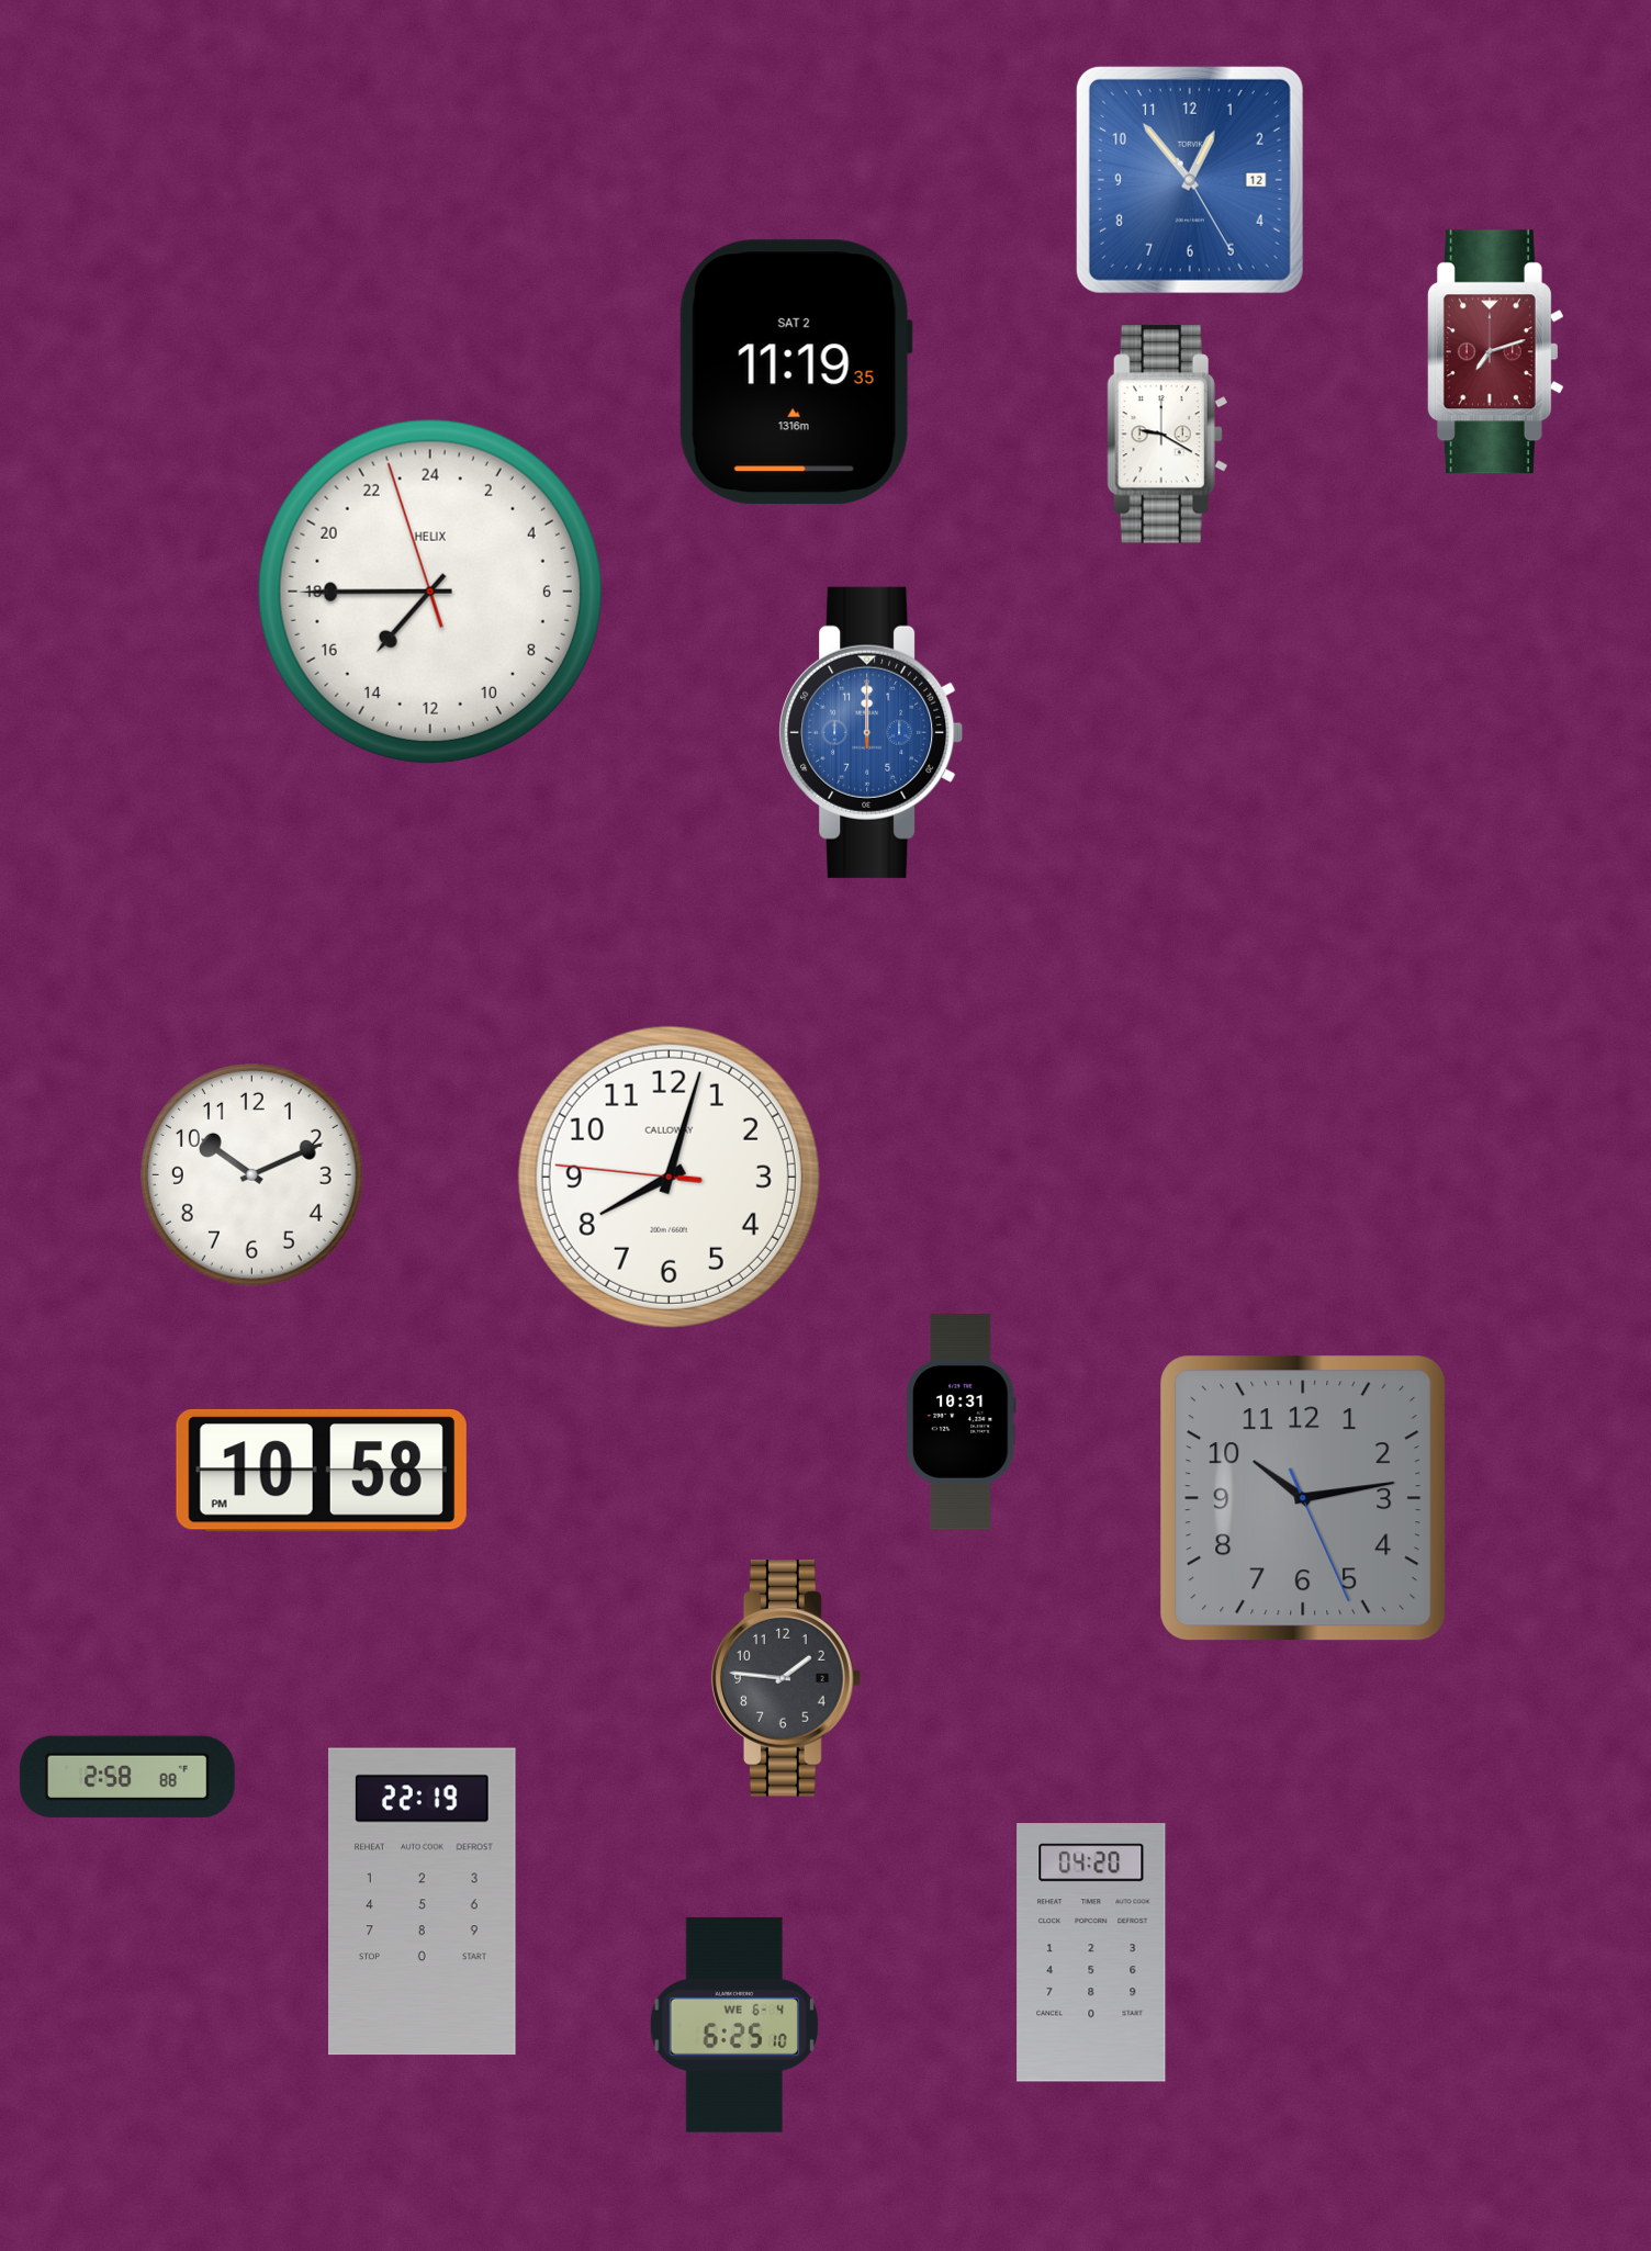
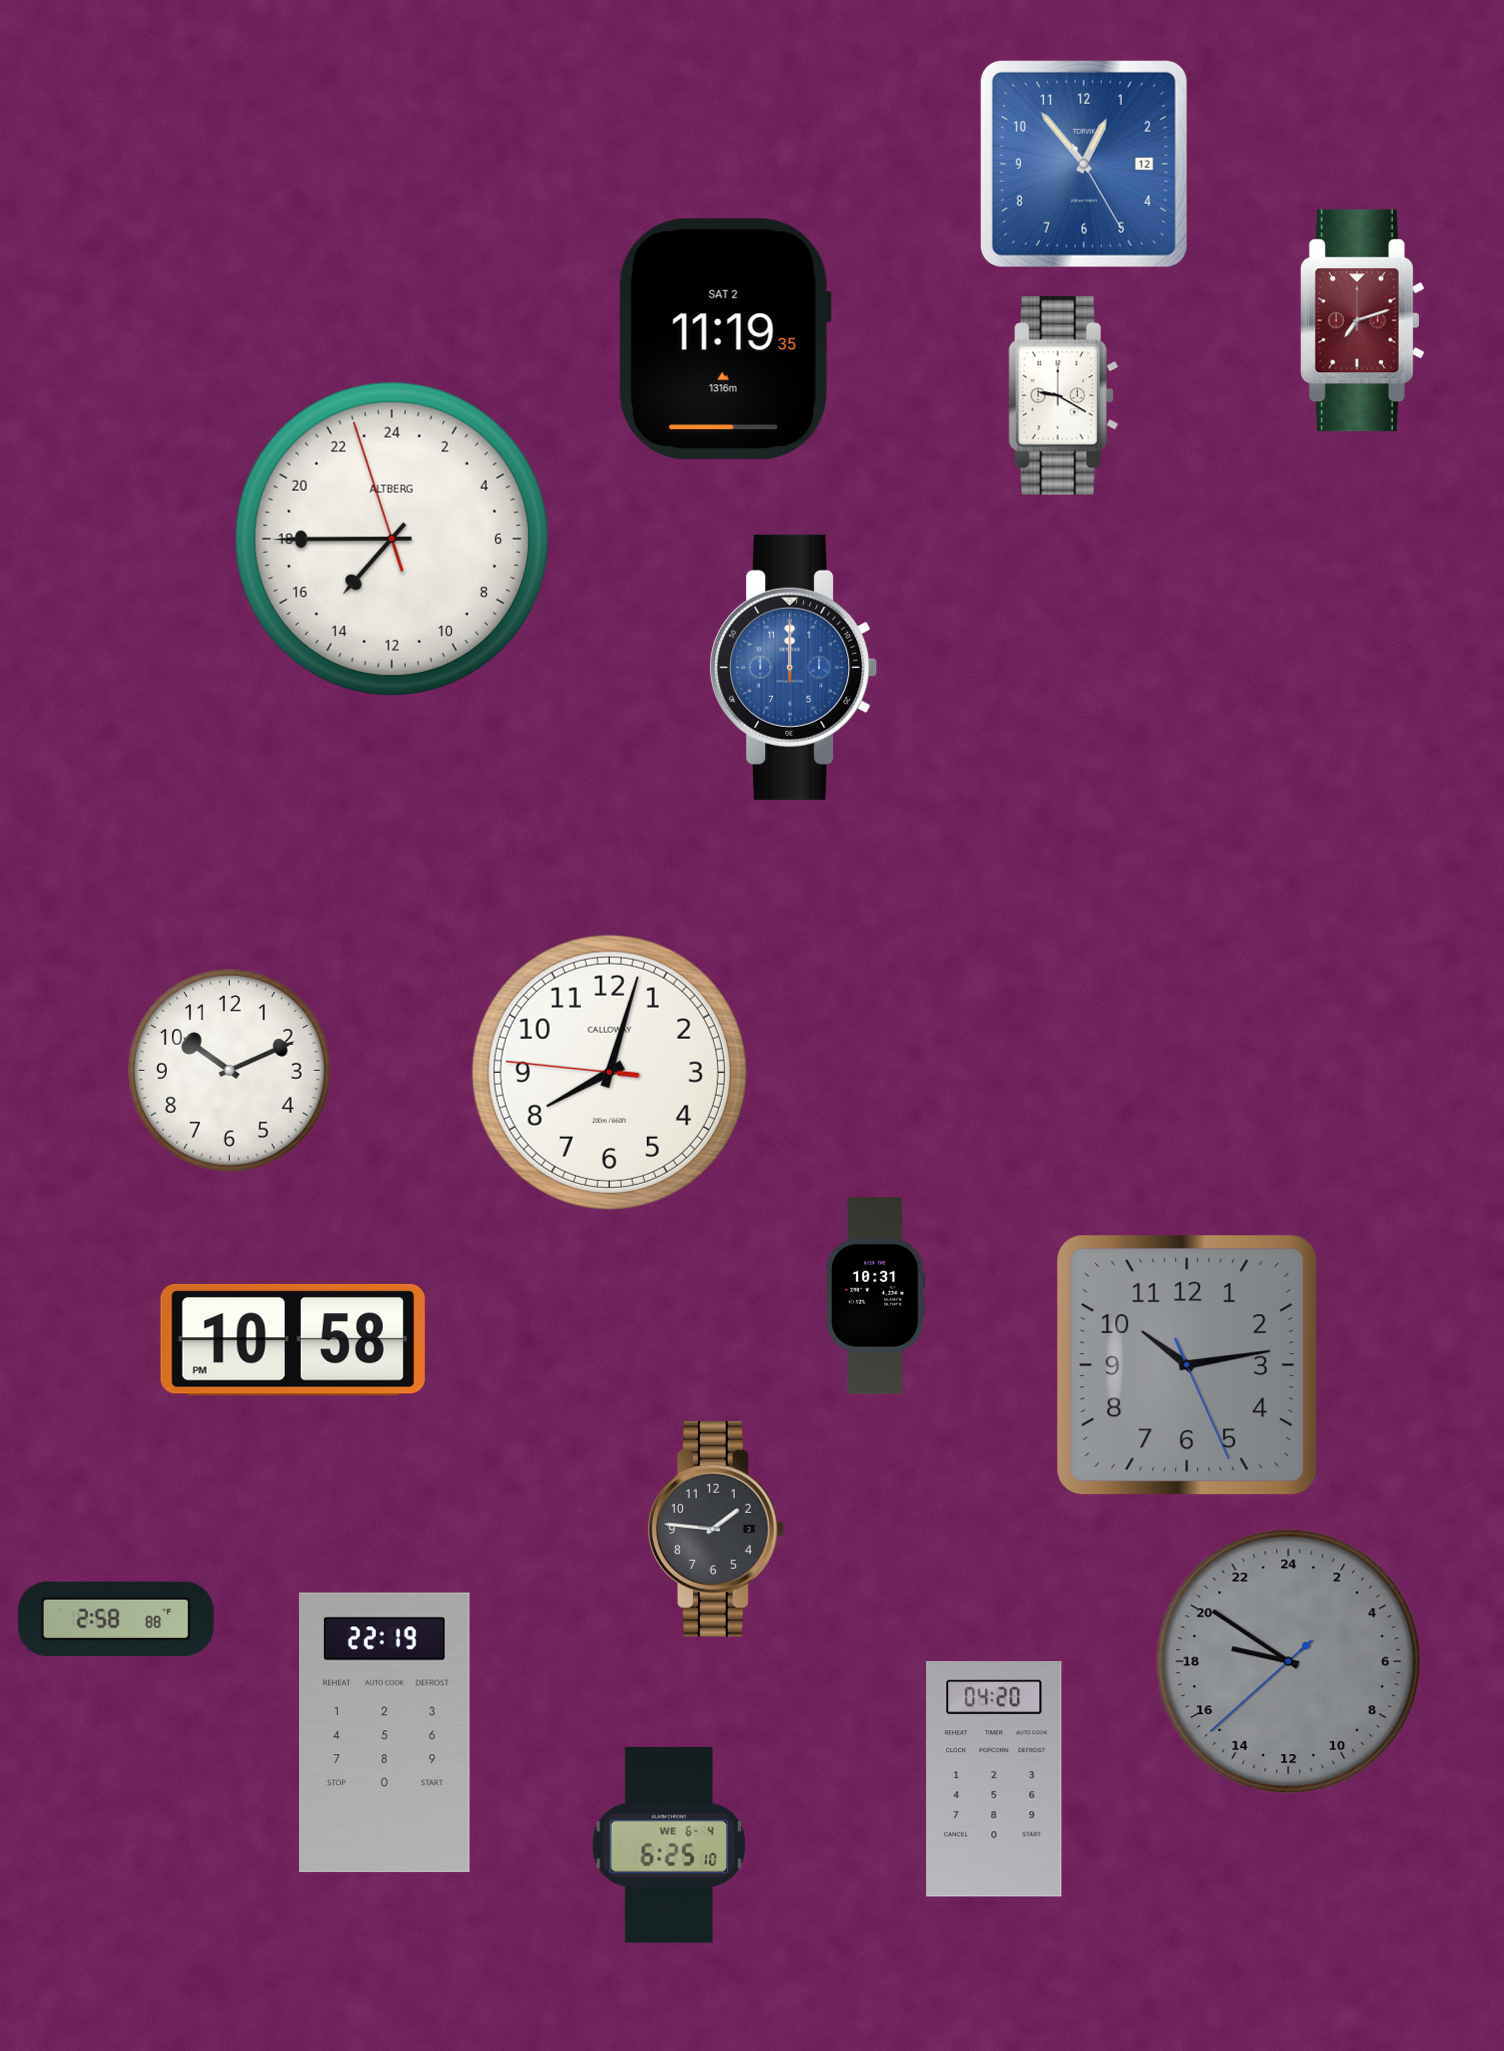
clock at (430, 592) brand: HELIX -> ALTBERG
clock at (1289, 1662): none -> 18:50
